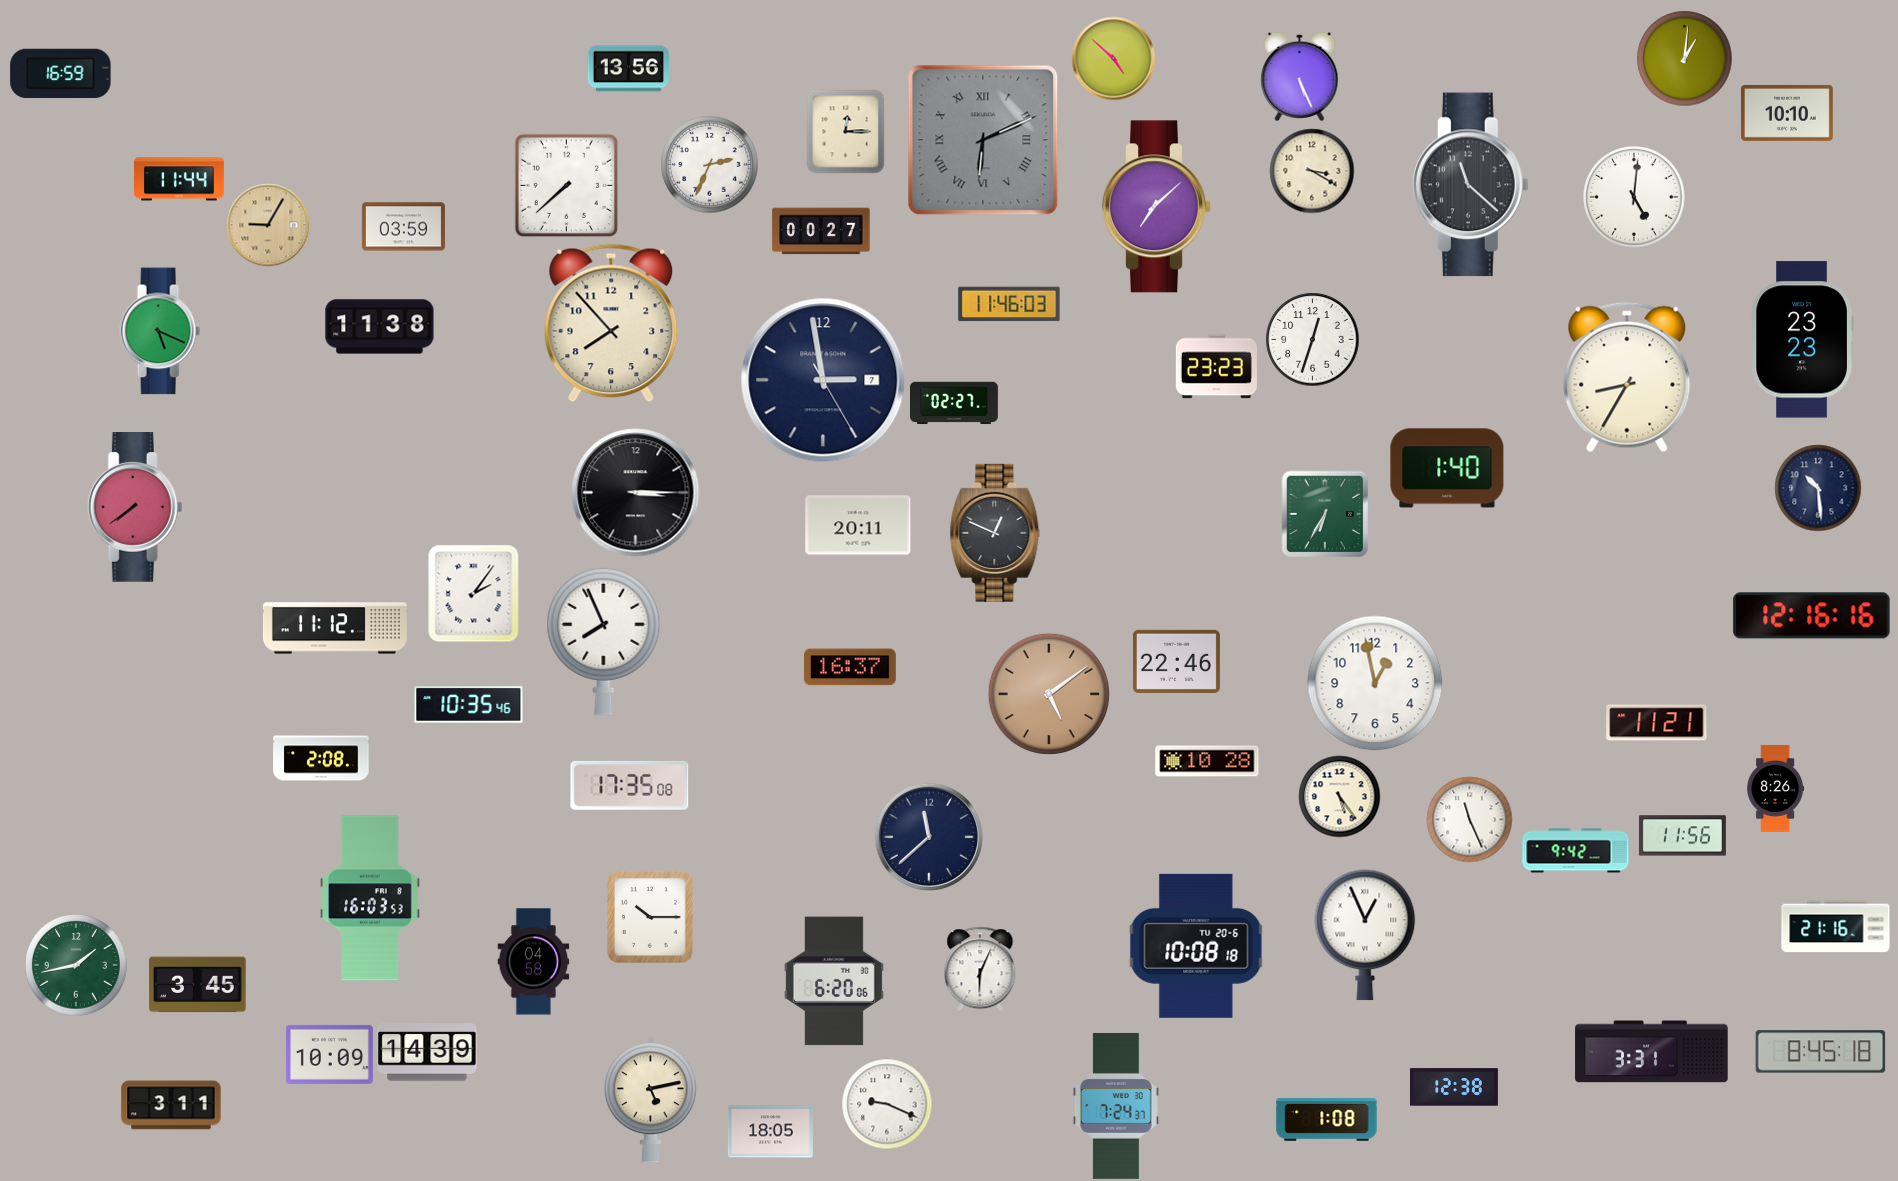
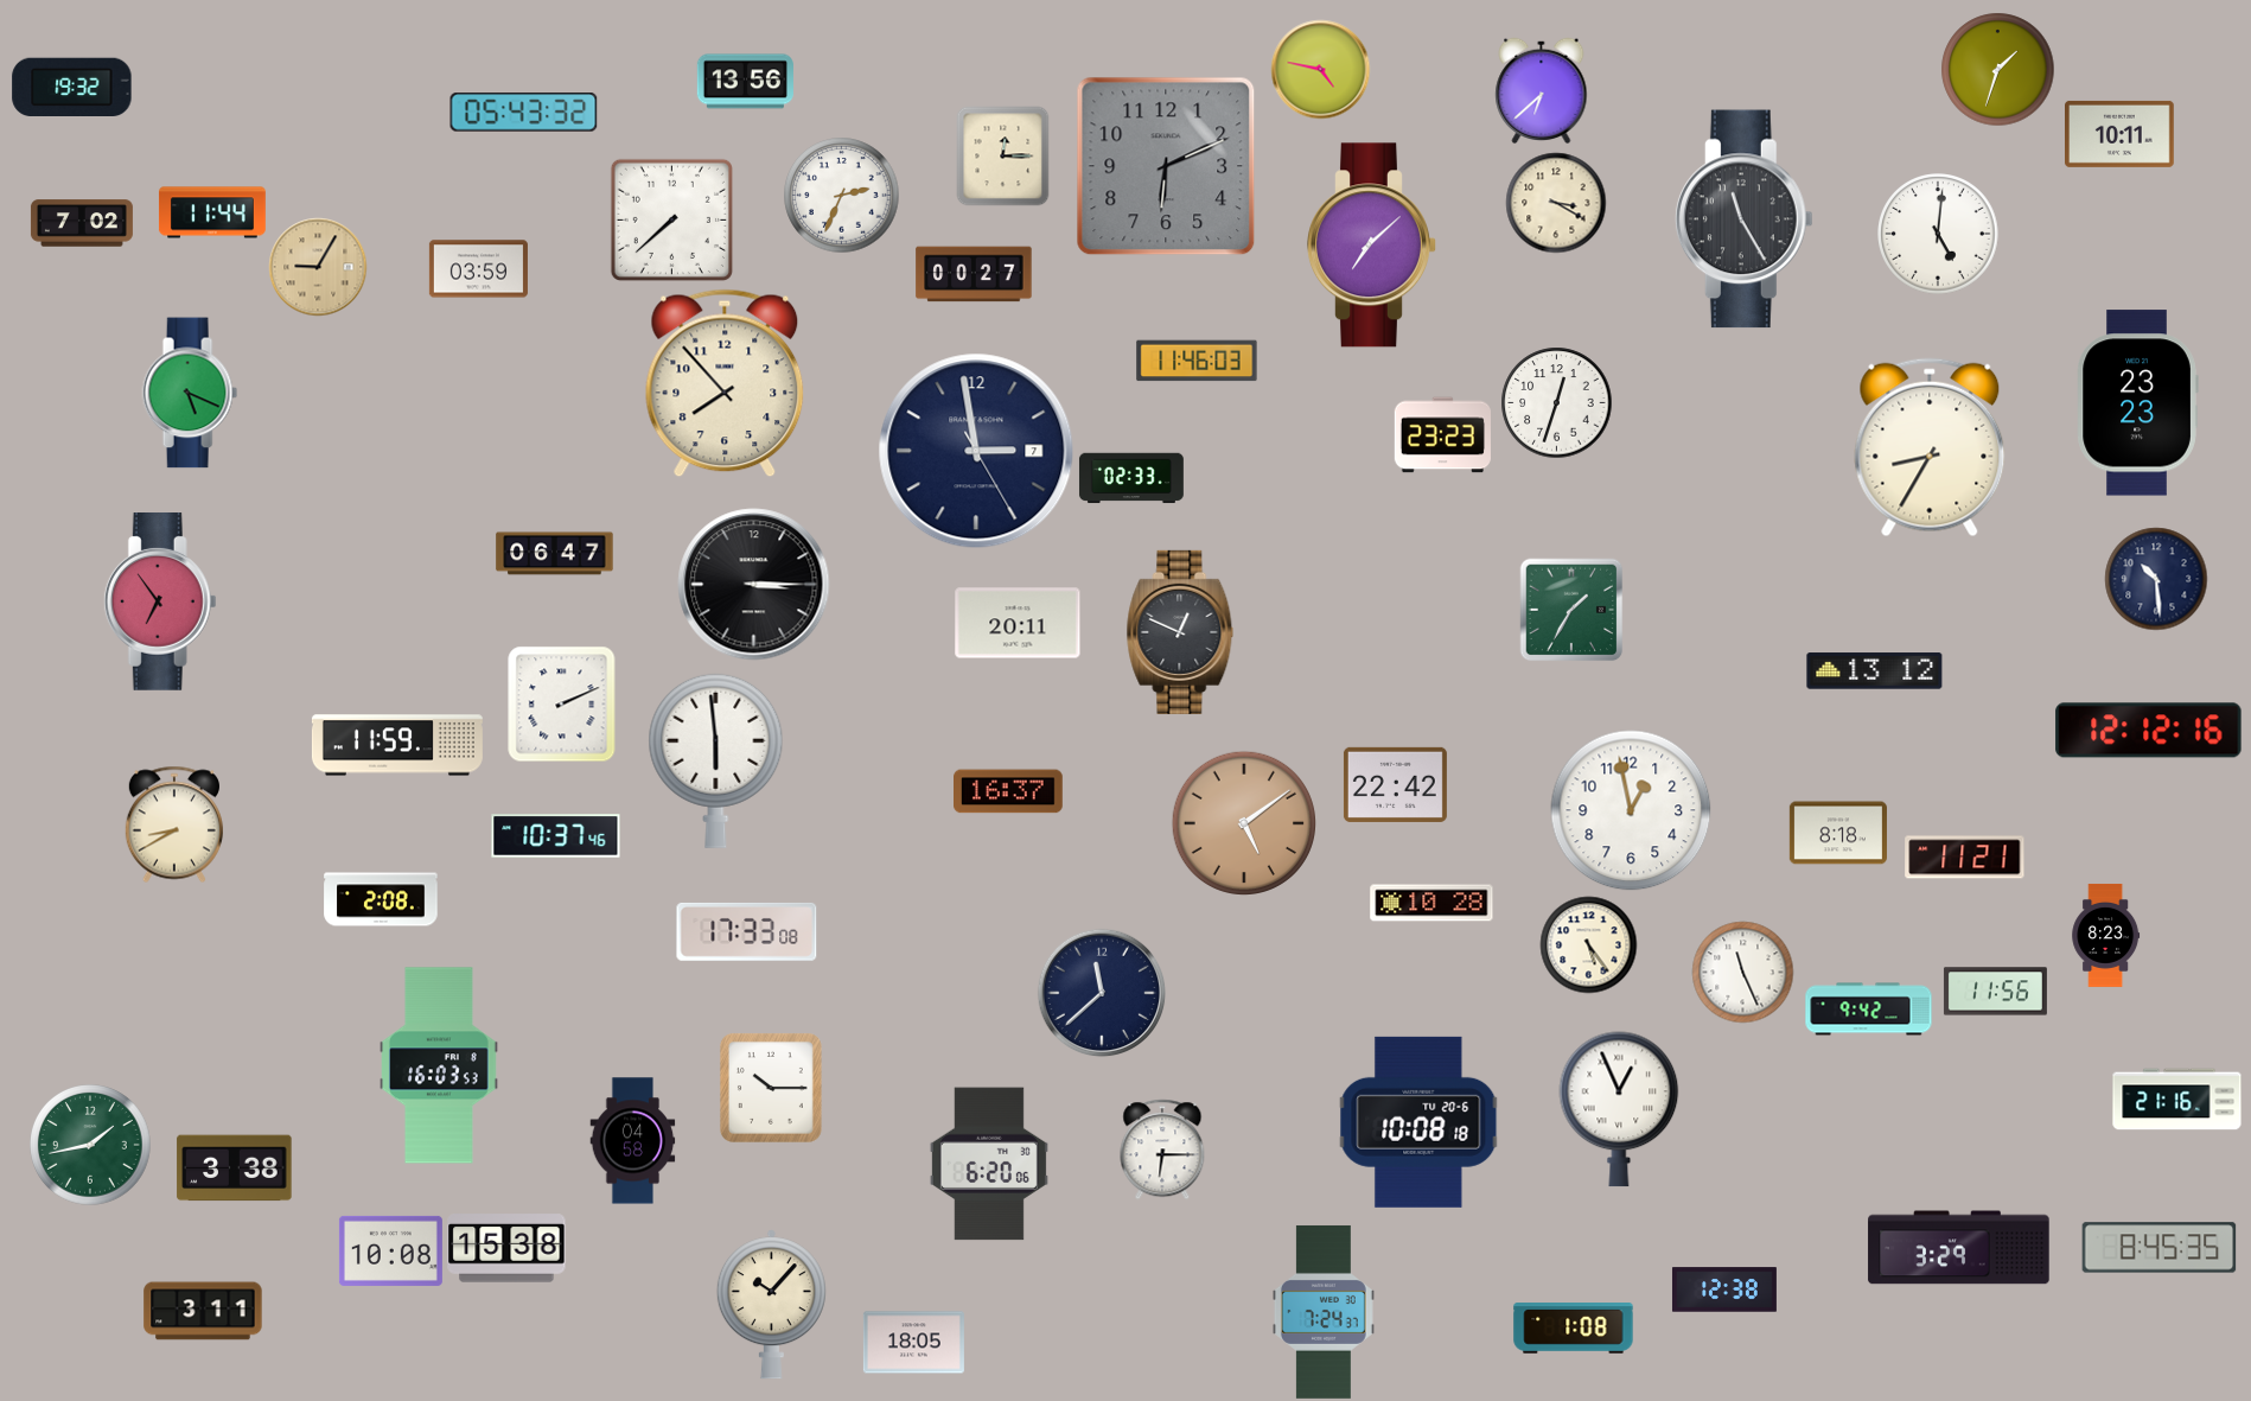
clock at (1113, 58): 4:52 -> 4:47
clock at (1684, 58): 1:01 -> 1:33
clock at (61, 73): 16:59 -> 19:32
clock at (1300, 76): 5:26 -> 6:38
clock at (524, 113): none -> 05:43
clock at (1788, 113): 10:10 -> 10:11
clock at (983, 140) numerals: Roman -> Arabic
clock at (1470, 185): 11:22 -> 11:25
clock at (82, 223): none -> 7:02
clock at (380, 327): 11:38 -> none
clock at (954, 403): 02:27 -> 02:33
clock at (555, 554): none -> 06:47
clock at (1447, 468): 1:40 -> none
clock at (135, 508): 7:39 -> 6:54
clock at (1325, 514): 6:35 -> 1:35
clock at (1875, 671): none -> 13:12
clock at (474, 593): 2:06 -> 2:11
clock at (1812, 616): 12:16 -> 12:12
clock at (335, 628): 11:12 -> 11:59
clock at (604, 641): 7:56 -> 5:59
clock at (1176, 661): 22:46 -> 22:42
clock at (174, 824): none -> 8:40
clock at (1838, 833): none -> 8:18
clock at (469, 705): 10:35 -> 10:37
clock at (630, 785): 17:35 -> 17:33
clock at (1776, 788): 8:26 -> 8:23
clock at (980, 969): 6:04 -> 6:15
clock at (198, 985): 3:45 -> 3:38
clock at (427, 1052): 14:39 -> 15:38
clock at (1652, 1052): 3:31 -> 3:29
clock at (1821, 1052): 8:45:18 -> 8:45:35
clock at (329, 1054): 10:09 -> 10:08
clock at (650, 1100): 5:13 -> 10:07
clock at (887, 1104): 9:19 -> none
